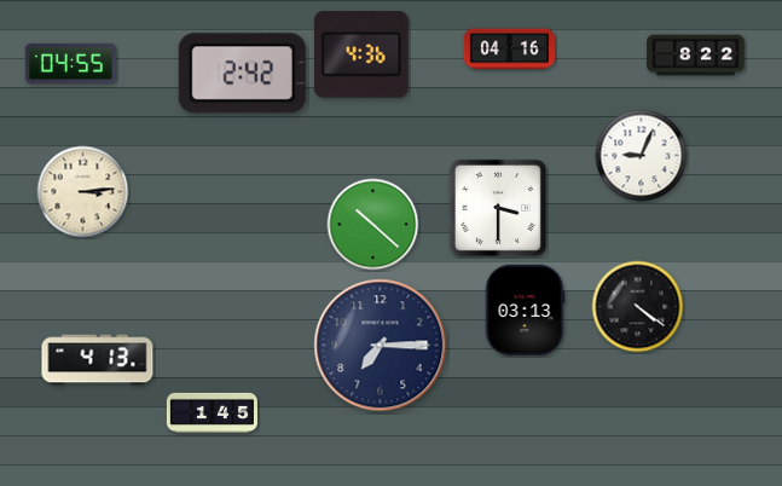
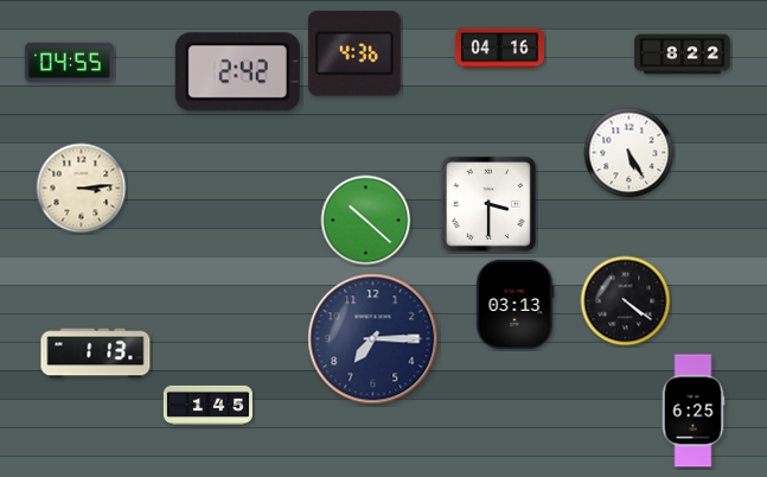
clock at (642, 156): 9:04 -> 5:25
clock at (98, 360): 4:13 -> 1:13
clock at (694, 411): none -> 6:25
